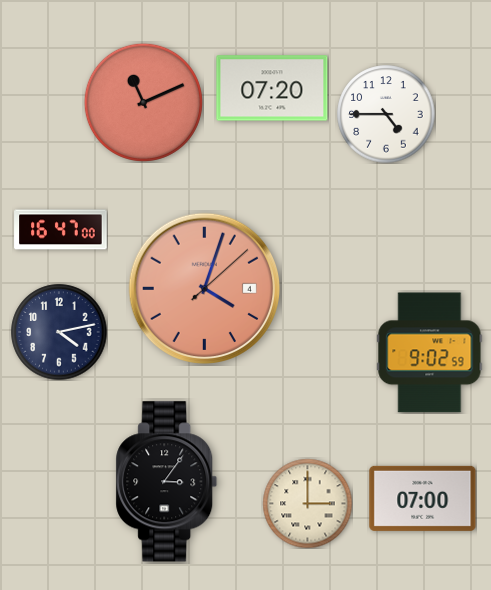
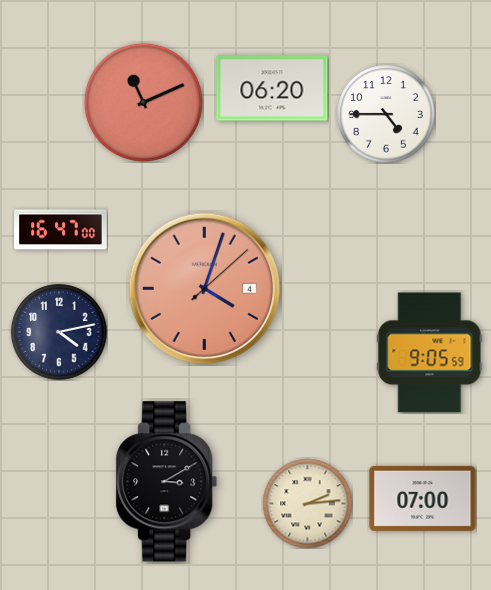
clock at (272, 88): 07:20 -> 06:20
clock at (430, 353): 9:02 -> 9:05
clock at (167, 482): 3:06 -> 3:10
clock at (307, 503): 3:00 -> 2:14
